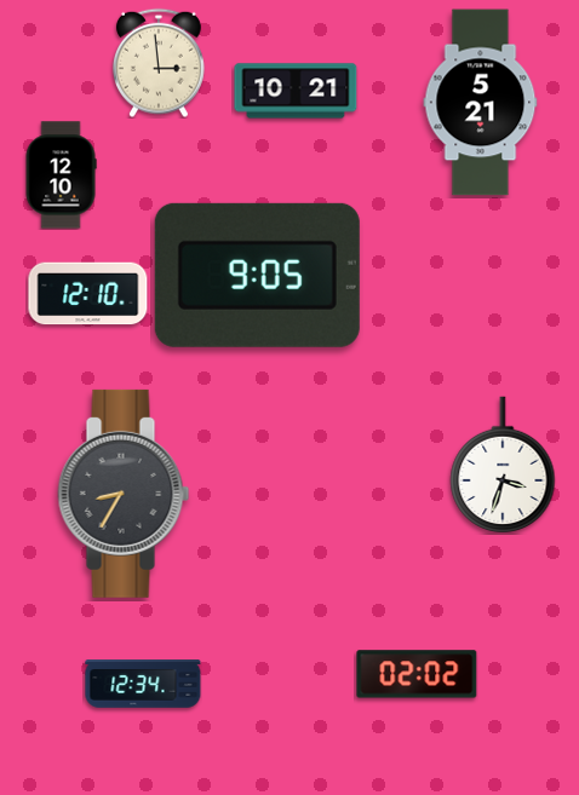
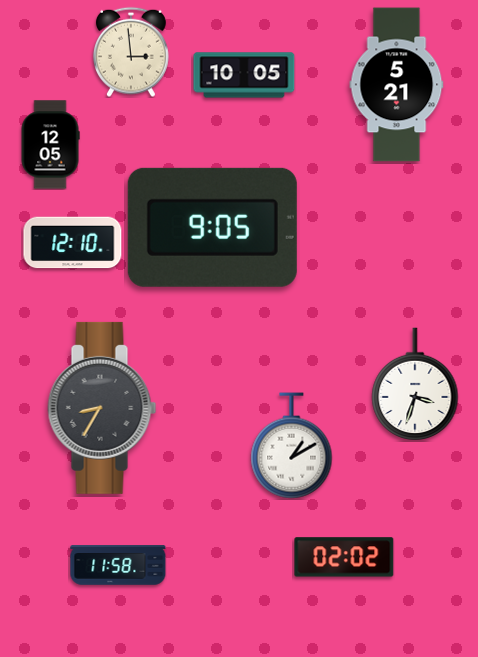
clock at (296, 91): 10:21 -> 10:05
clock at (61, 175): 12:10 -> 12:05
clock at (292, 446): none -> 1:10
clock at (143, 684): 12:34 -> 11:58
